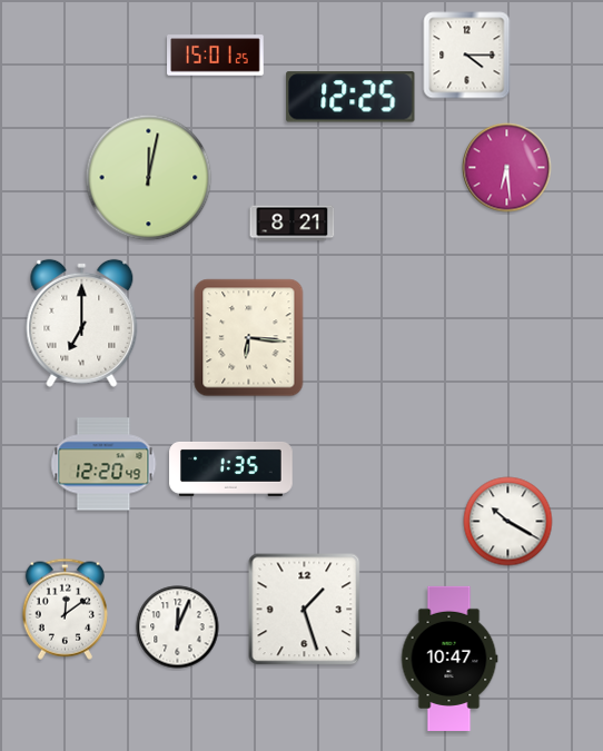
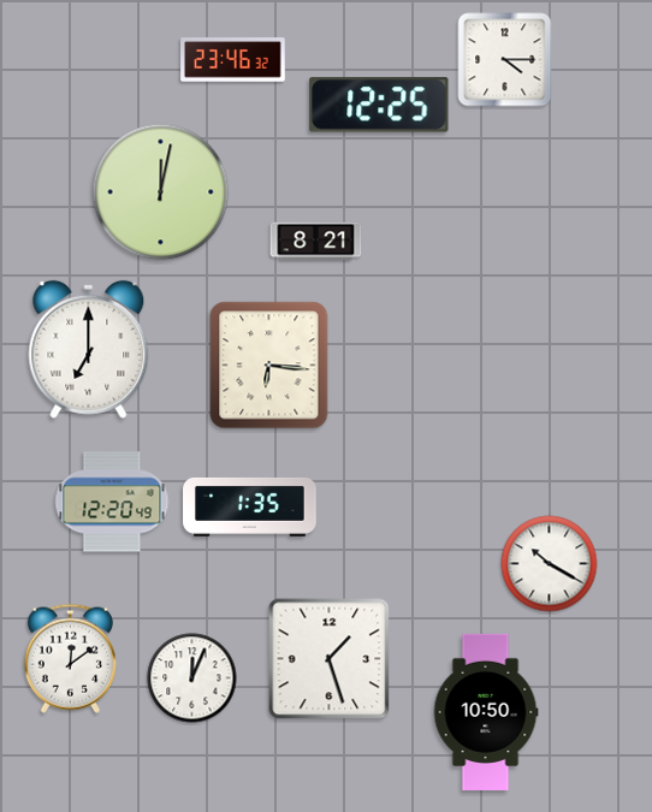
clock at (216, 56): 15:01 -> 23:46
clock at (507, 168): 6:29 -> none
clock at (449, 659): 10:47 -> 10:50
